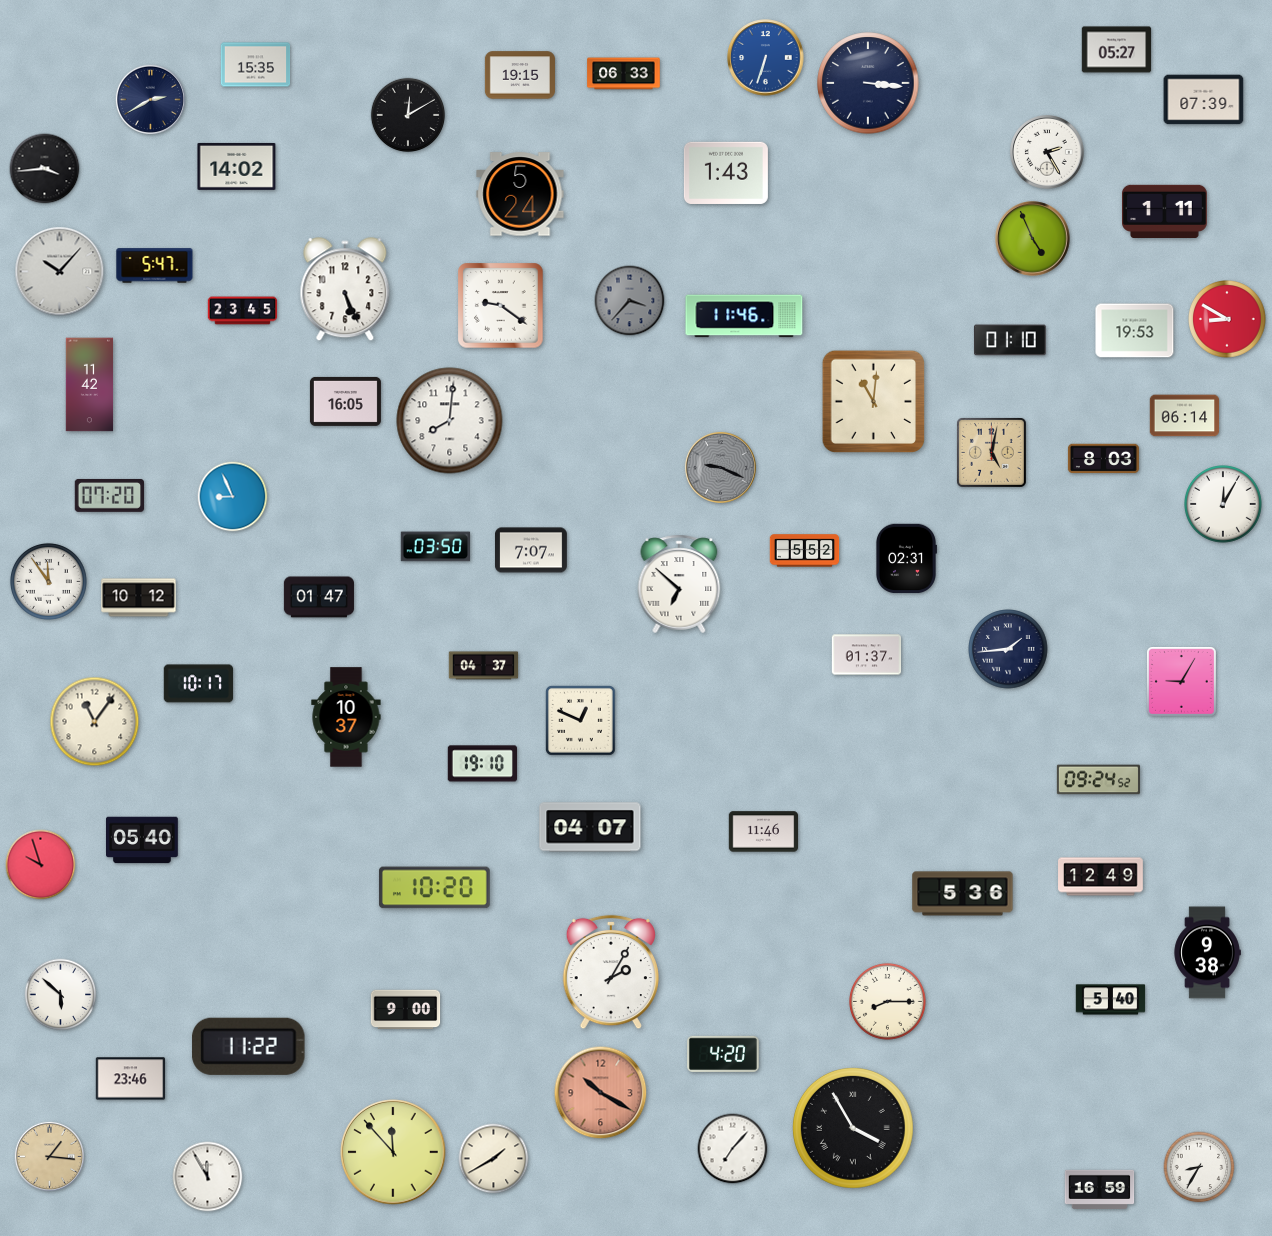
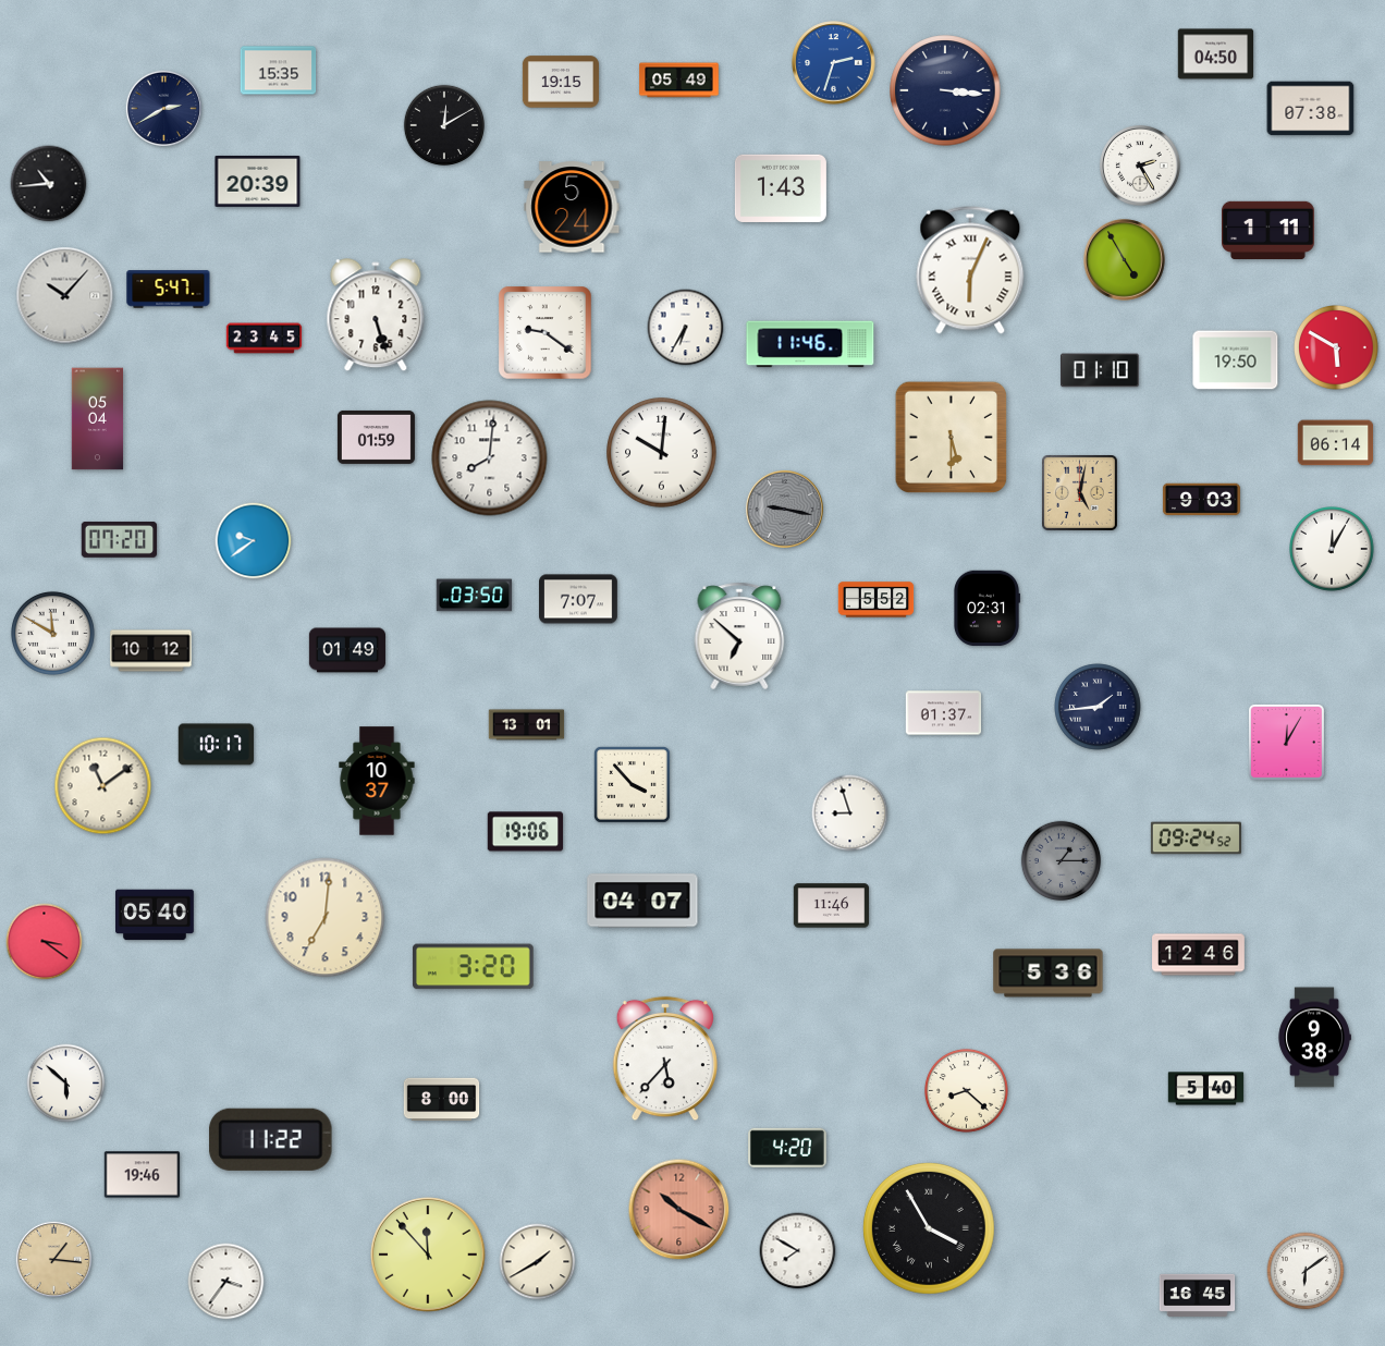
clock at (1117, 50): 05:27 -> 04:50
clock at (766, 58): 6:33 -> 2:33
clock at (624, 74): 06:33 -> 05:49
clock at (520, 75) position: (520, 75) -> (561, 82)
clock at (1204, 100): 07:39 -> 07:38
clock at (237, 166): 14:02 -> 20:39
clock at (45, 169): 3:44 -> 10:44
clock at (726, 173) position: (726, 173) -> (781, 188)
clock at (520, 194) position: (520, 194) -> (572, 207)
clock at (1033, 239): 4:56 -> 4:55
clock at (970, 270): none -> 6:04
clock at (345, 290): 5:26 -> 5:27
clock at (630, 301): 3:37 -> 6:35
clock at (630, 301) dial: grey -> white
clock at (1228, 320): 8:50 -> 5:50
clock at (1135, 331): 19:53 -> 19:50
clock at (90, 385): 11:42 -> 05:04
clock at (345, 401): 16:05 -> 01:59
clock at (874, 402): 11:01 -> 5:30
clock at (662, 453): none -> 10:01
clock at (1185, 416) position: (1185, 416) -> (1336, 443)
clock at (1103, 459): 8:03 -> 9:03
clock at (720, 467): 9:19 -> 9:17
clock at (233, 497): 8:56 -> 9:39
clock at (48, 581): 11:54 -> 11:50
clock at (319, 597): 01:47 -> 01:49
clock at (484, 666): 04:37 -> 13:01
clock at (1182, 682): 9:05 -> 12:05
clock at (581, 721): 12:49 -> 3:53
clock at (95, 722): 11:06 -> 11:09
clock at (850, 813): none -> 8:57
clock at (483, 764): 19:10 -> 19:06
clock at (1098, 780) position: (1098, 780) -> (1196, 839)
clock at (1062, 861): none -> 1:15
clock at (326, 918): none -> 7:01
clock at (41, 865): 9:57 -> 3:21
clock at (1101, 877): 12:49 -> 12:46
clock at (434, 888): 10:20 -> 3:20
clock at (610, 972): 2:05 -> 5:37
clock at (1111, 1000) position: (1111, 1000) -> (1206, 1089)
clock at (887, 1001): 8:15 -> 8:22
clock at (406, 1010): 9:00 -> 8:00
clock at (131, 1079): 23:46 -> 19:46
clock at (601, 1093) position: (601, 1093) -> (679, 1210)
clock at (733, 1149): 7:07 -> 7:50
clock at (1199, 1167): 8:35 -> 6:09
clock at (208, 1177): 11:55 -> 3:36
clock at (1100, 1189): 16:59 -> 16:45
